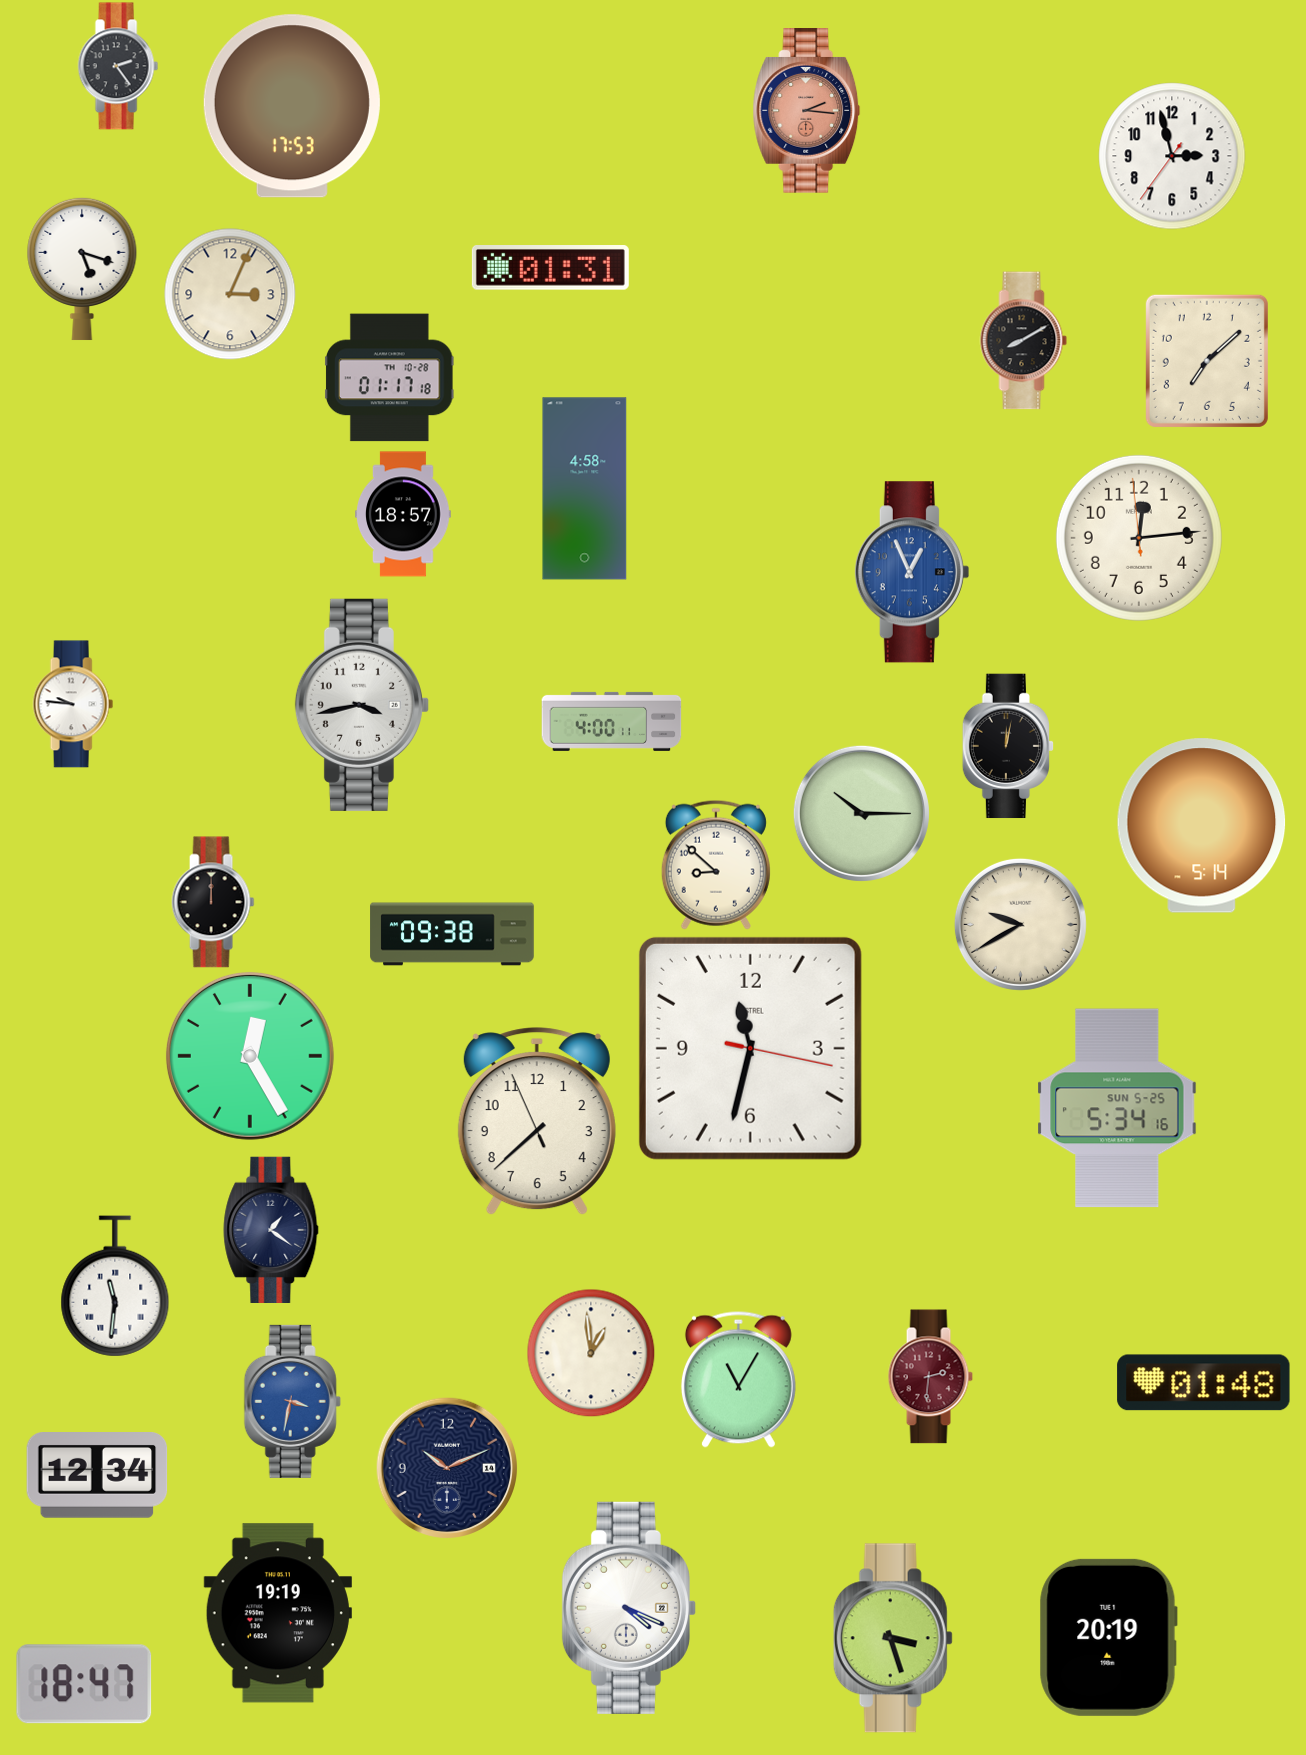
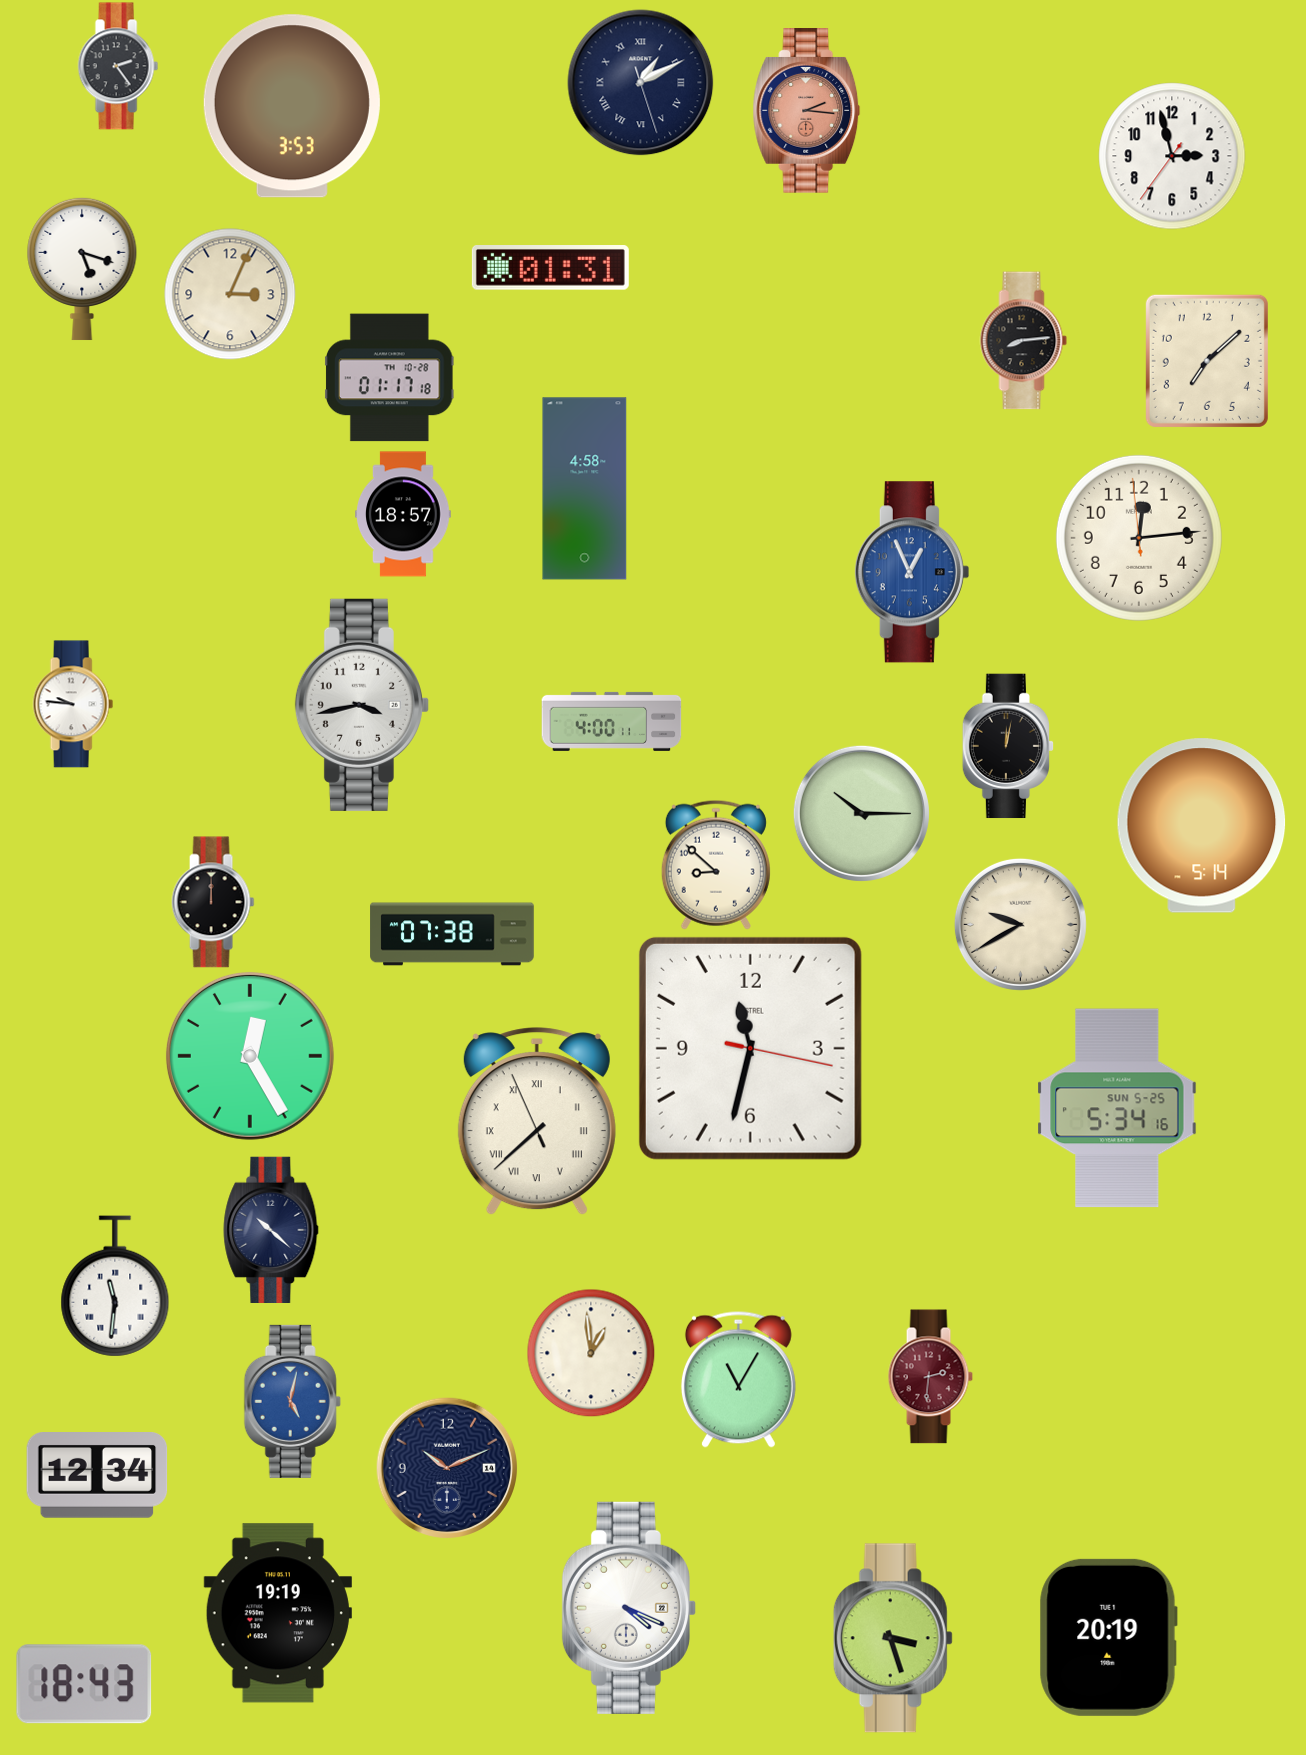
clock at (641, 83): none -> 1:10
clock at (292, 106): 17:53 -> 3:53
clock at (1024, 341): 8:10 -> 8:14
clock at (452, 934): 09:38 -> 07:38
clock at (537, 1122) numerals: Arabic -> Roman
clock at (271, 1229): 1:21 -> 10:22
clock at (1204, 1383): 01:48 -> none
clock at (292, 1401): 3:32 -> 5:02
clock at (84, 1684): 18:47 -> 18:43
